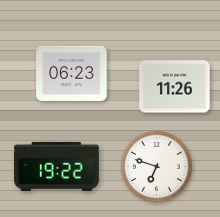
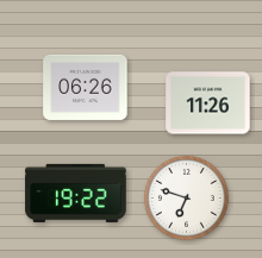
clock at (72, 73): 06:23 -> 06:26
clock at (57, 166) position: (57, 166) -> (76, 193)
